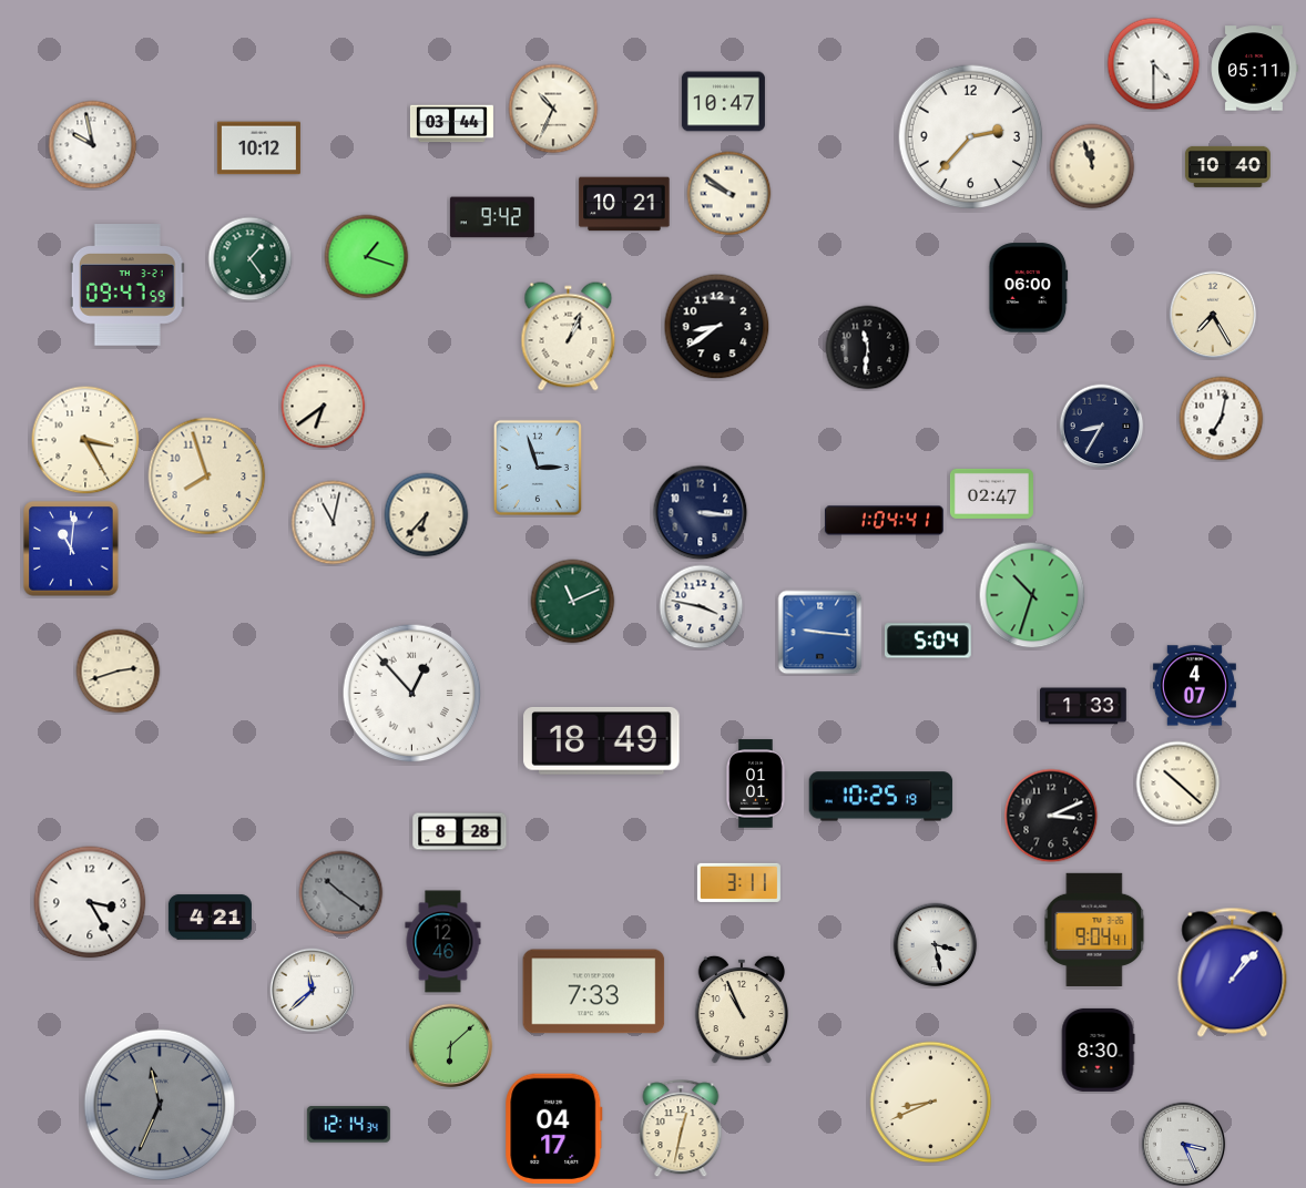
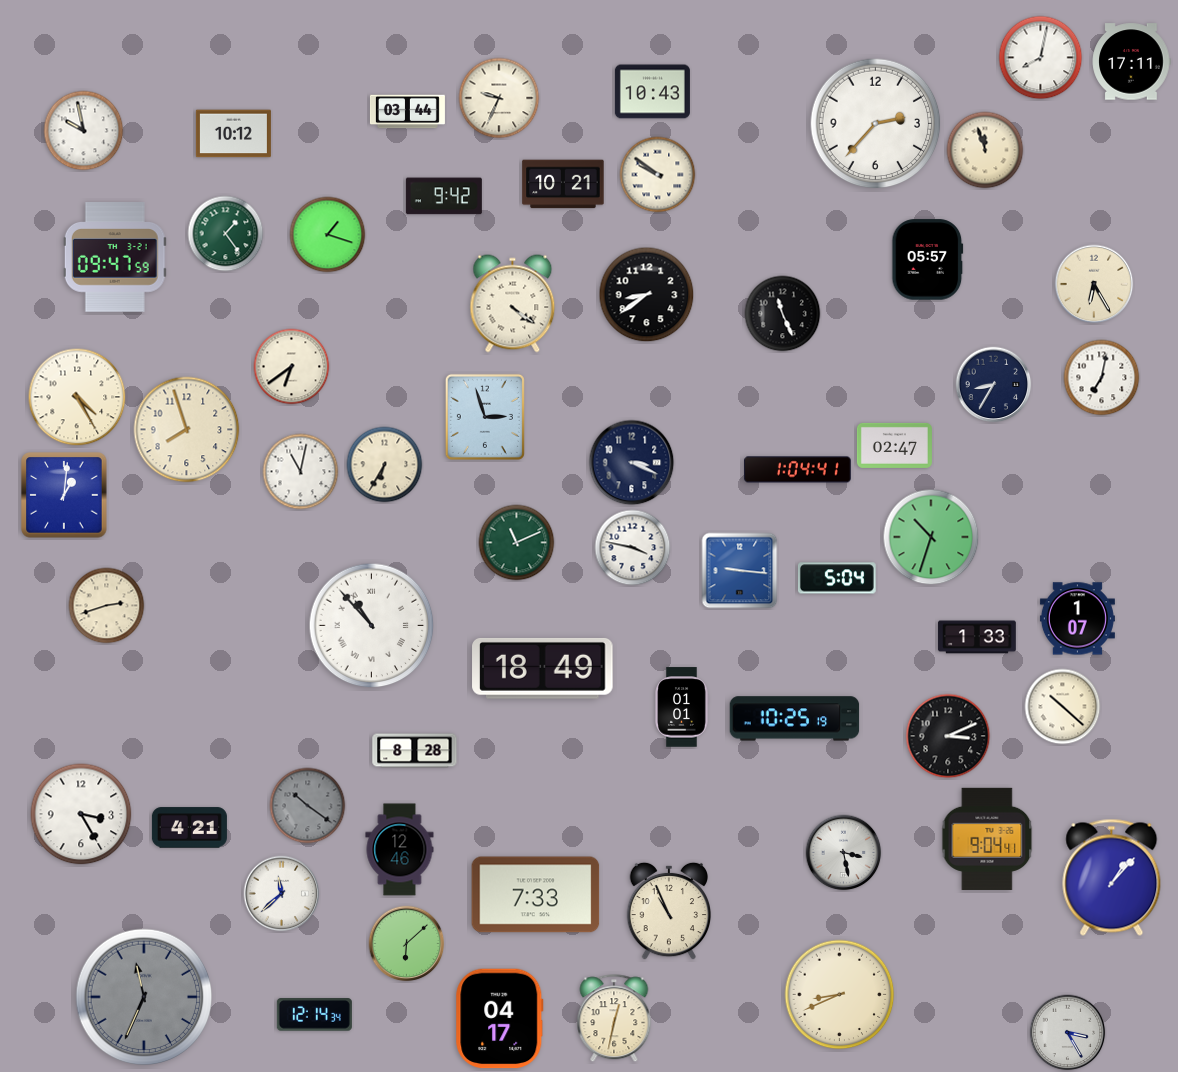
clock at (1154, 64): 4:30 -> 8:02
clock at (1254, 69): 05:11 -> 17:11
clock at (723, 102): 10:47 -> 10:43
clock at (553, 109): 10:34 -> 9:34
clock at (1228, 166): 10:40 -> none
clock at (367, 257) position: (367, 257) -> (328, 235)
clock at (1029, 288): 06:00 -> 05:57
clock at (1213, 315): 7:25 -> 6:25
clock at (569, 337): 1:04 -> 4:21
clock at (868, 348): 11:31 -> 11:26
clock at (85, 440): 3:25 -> 4:25
clock at (538, 468) position: (538, 468) -> (485, 417)
clock at (701, 513): 3:16 -> 3:19
clock at (427, 515): 6:37 -> 6:35
clock at (71, 549): 11:01 -> 1:01
clock at (1194, 686): 4:07 -> 1:07
clock at (412, 694): 12:53 -> 10:53
clock at (738, 882): 3:11 -> none
clock at (1098, 1049): 8:30 -> none
clock at (1184, 1145): 3:26 -> 3:25
